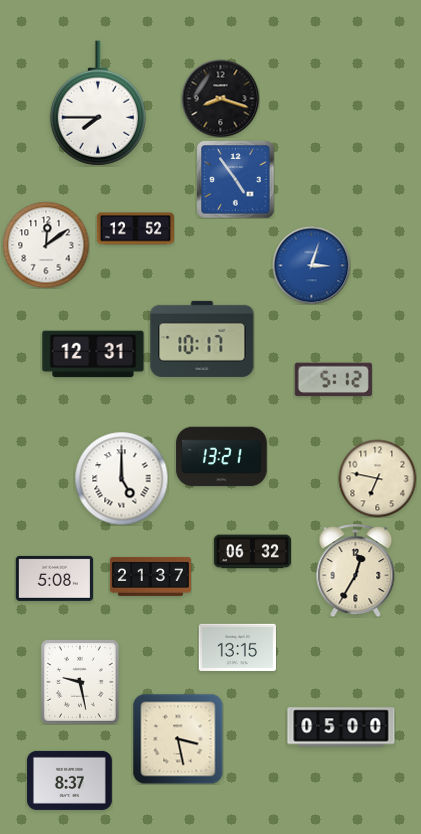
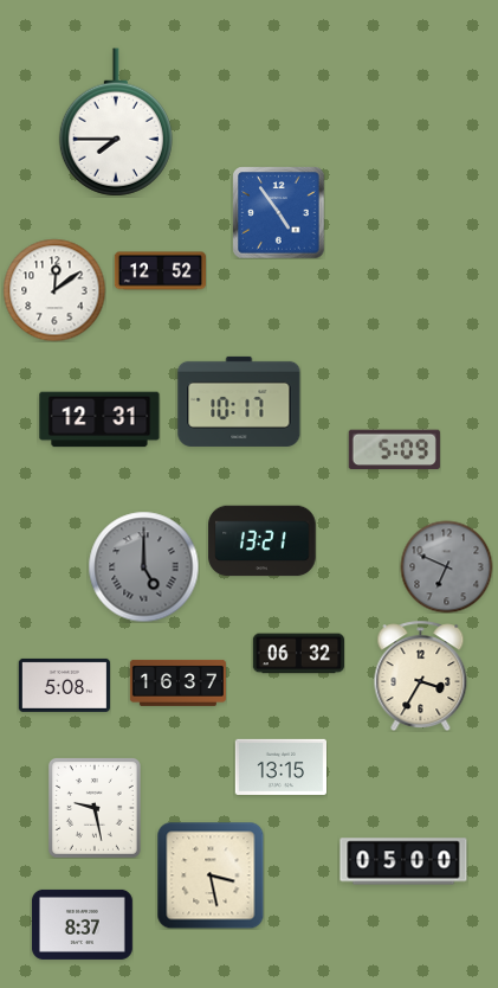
clock at (220, 98): 8:18 -> none
clock at (311, 265): 3:03 -> none
clock at (93, 354) position: (93, 354) -> (99, 419)
clock at (333, 380): 5:12 -> 5:09
clock at (121, 478) dial: white -> grey
clock at (377, 478): 6:47 -> 6:49
clock at (377, 478) dial: cream -> grey
clock at (356, 570): 12:35 -> 3:35
clock at (150, 576): 21:37 -> 16:37
